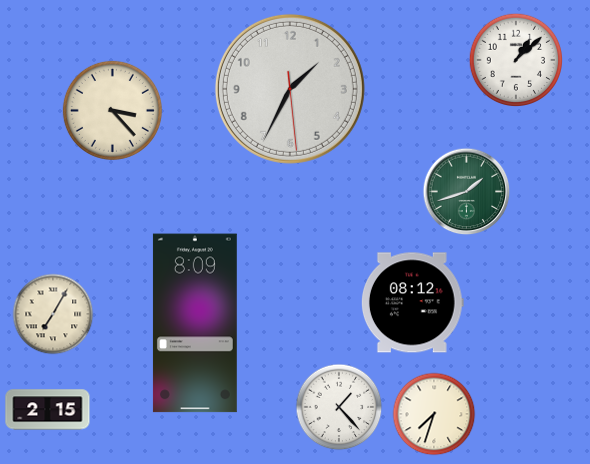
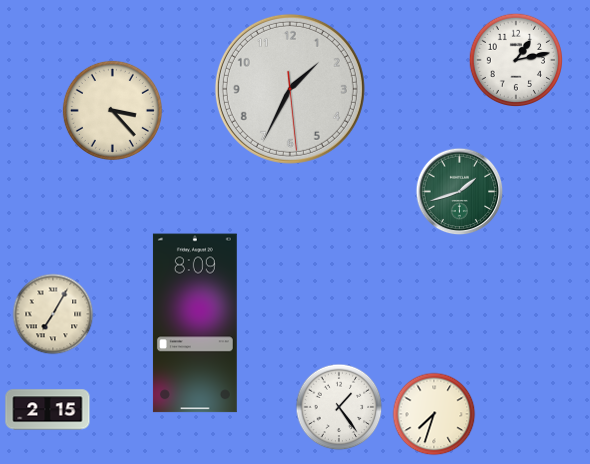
clock at (516, 60): 1:08 -> 1:13
clock at (467, 192) position: (467, 192) -> (460, 192)
clock at (412, 303): 08:12 -> none
clock at (339, 407): 1:23 -> 1:24
